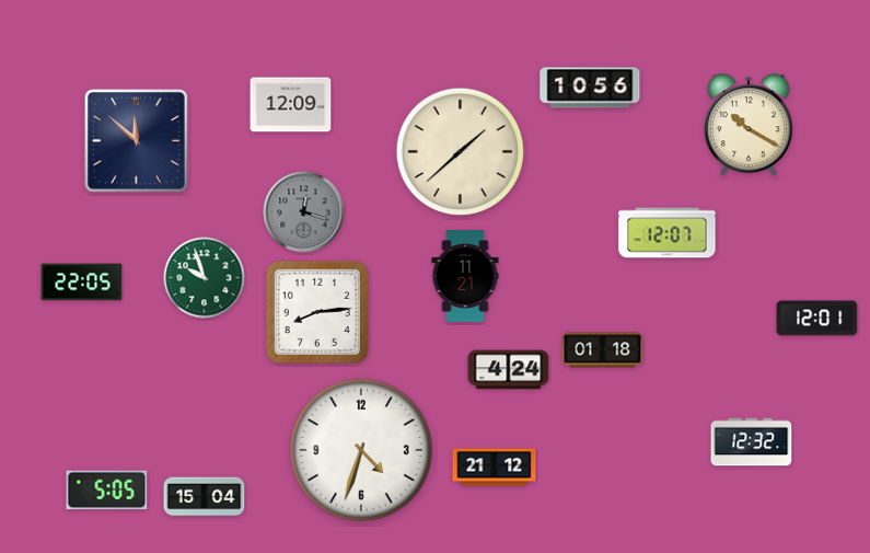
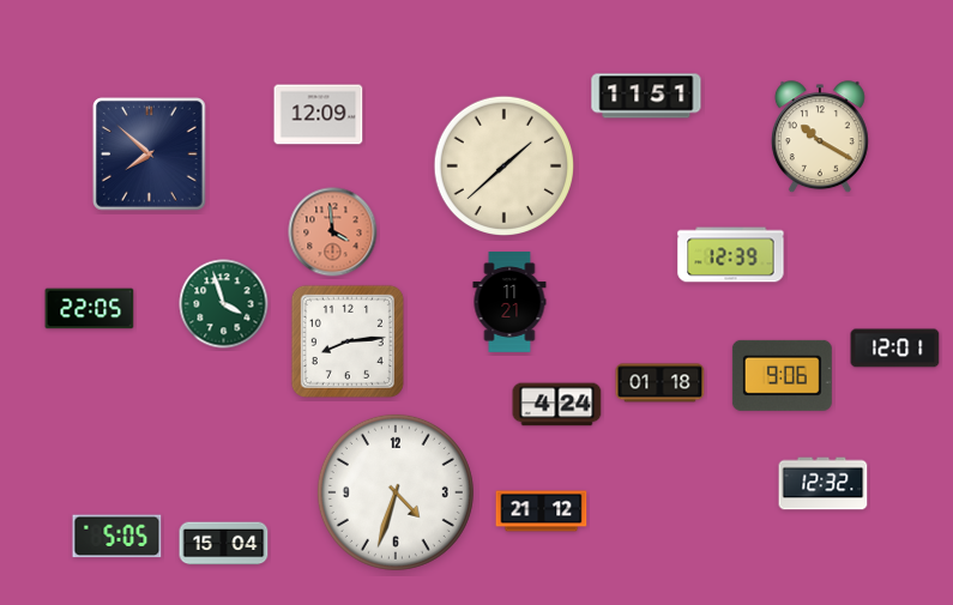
clock at (590, 88): 10:56 -> 11:51
clock at (137, 141): 11:52 -> 7:52
clock at (304, 212): 12:18 -> 3:59
clock at (304, 212) dial: grey -> salmon
clock at (668, 233): 12:07 -> 12:39
clock at (205, 278): 9:57 -> 3:57
clock at (782, 375): none -> 9:06
